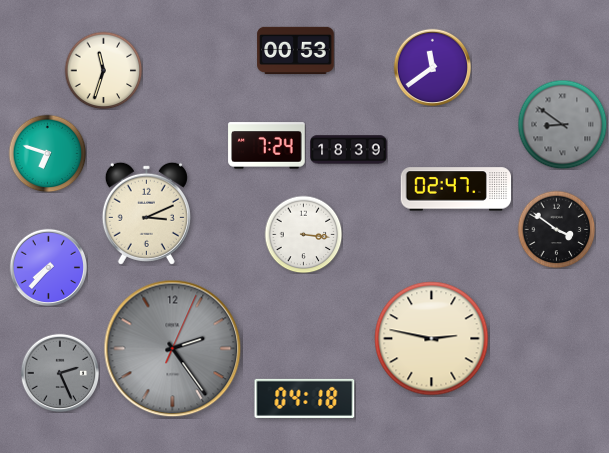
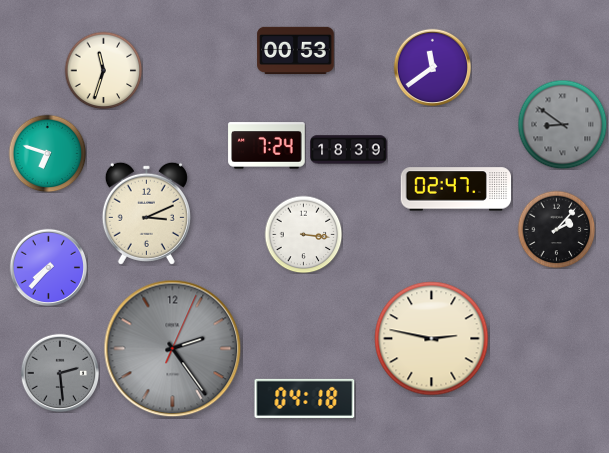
clock at (556, 229): 3:51 -> 2:07
clock at (60, 373): 2:26 -> 2:29
